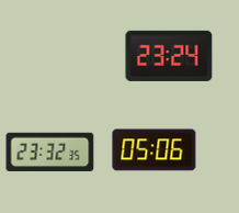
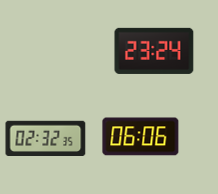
clock at (155, 150): 05:06 -> 06:06
clock at (50, 152): 23:32 -> 02:32
